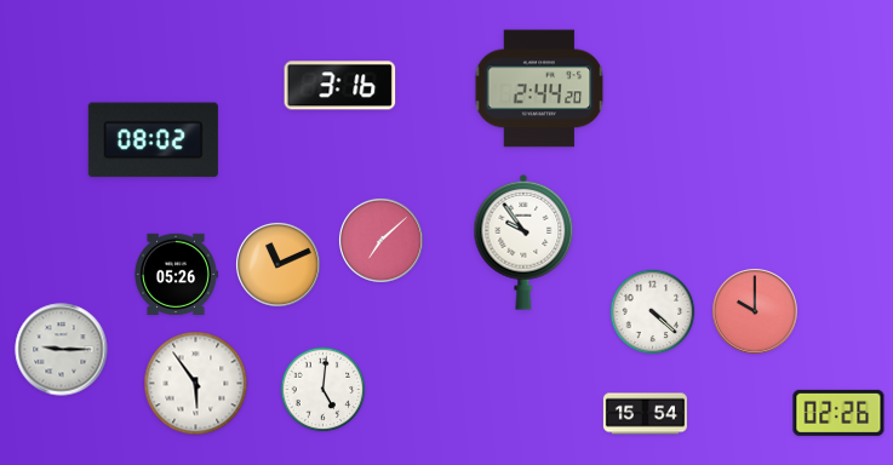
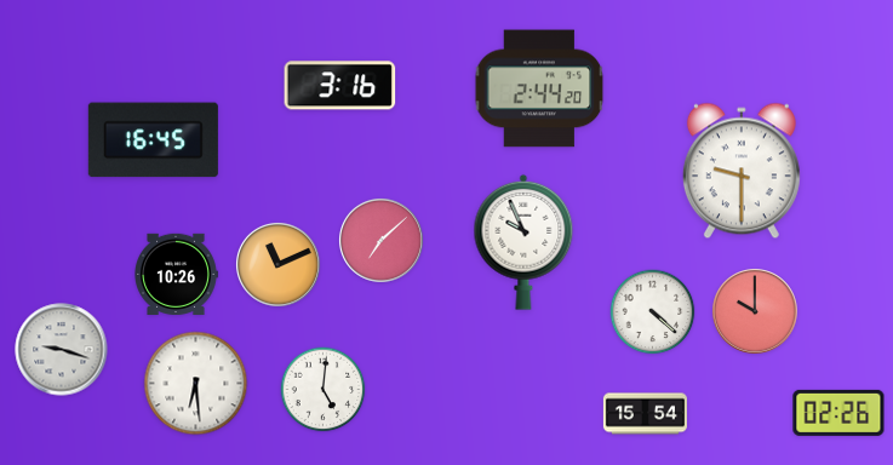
clock at (153, 140): 08:02 -> 16:45
clock at (742, 171): none -> 9:30
clock at (523, 242): 9:54 -> 9:56
clock at (177, 274): 05:26 -> 10:26
clock at (62, 350): 9:15 -> 9:18
clock at (196, 384): 5:54 -> 6:29
